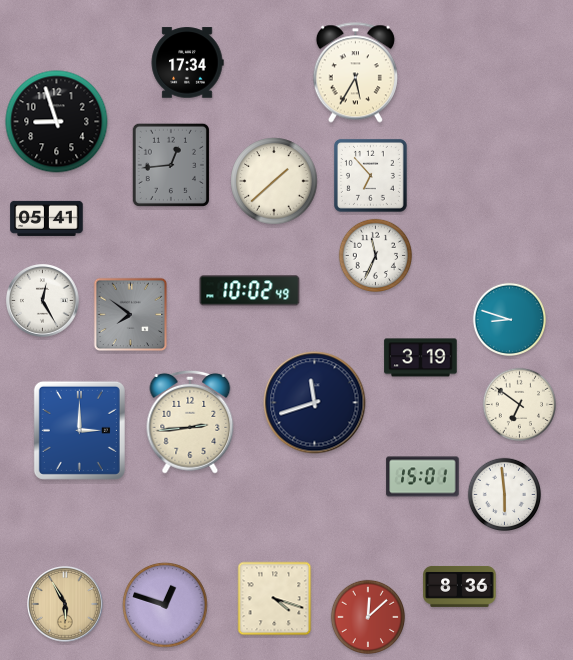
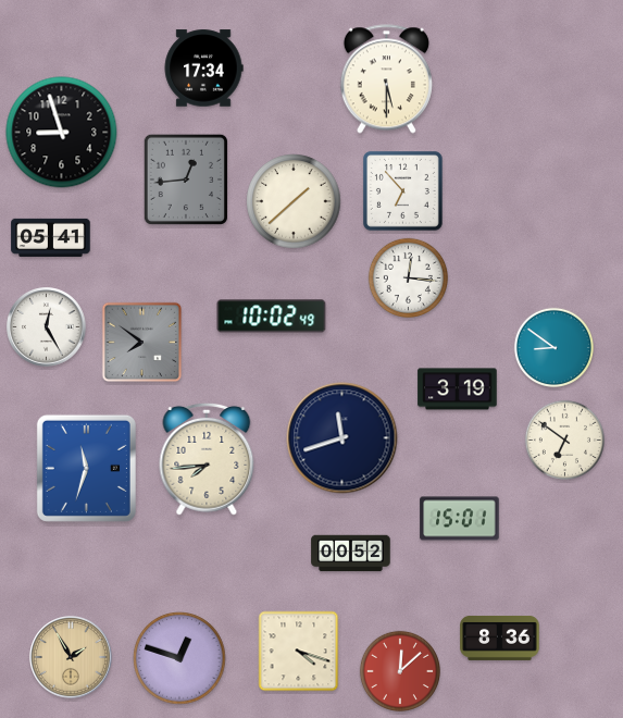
clock at (355, 73): 5:35 -> 5:30
clock at (274, 181) position: (274, 181) -> (294, 201)
clock at (375, 255): 11:34 -> 12:16
clock at (509, 319): 8:48 -> 8:51
clock at (190, 422): 2:44 -> 7:44
clock at (79, 430): 3:00 -> 11:33
clock at (504, 494): 5:59 -> none
clock at (351, 554): none -> 00:52
clock at (65, 604): 5:55 -> 1:55
